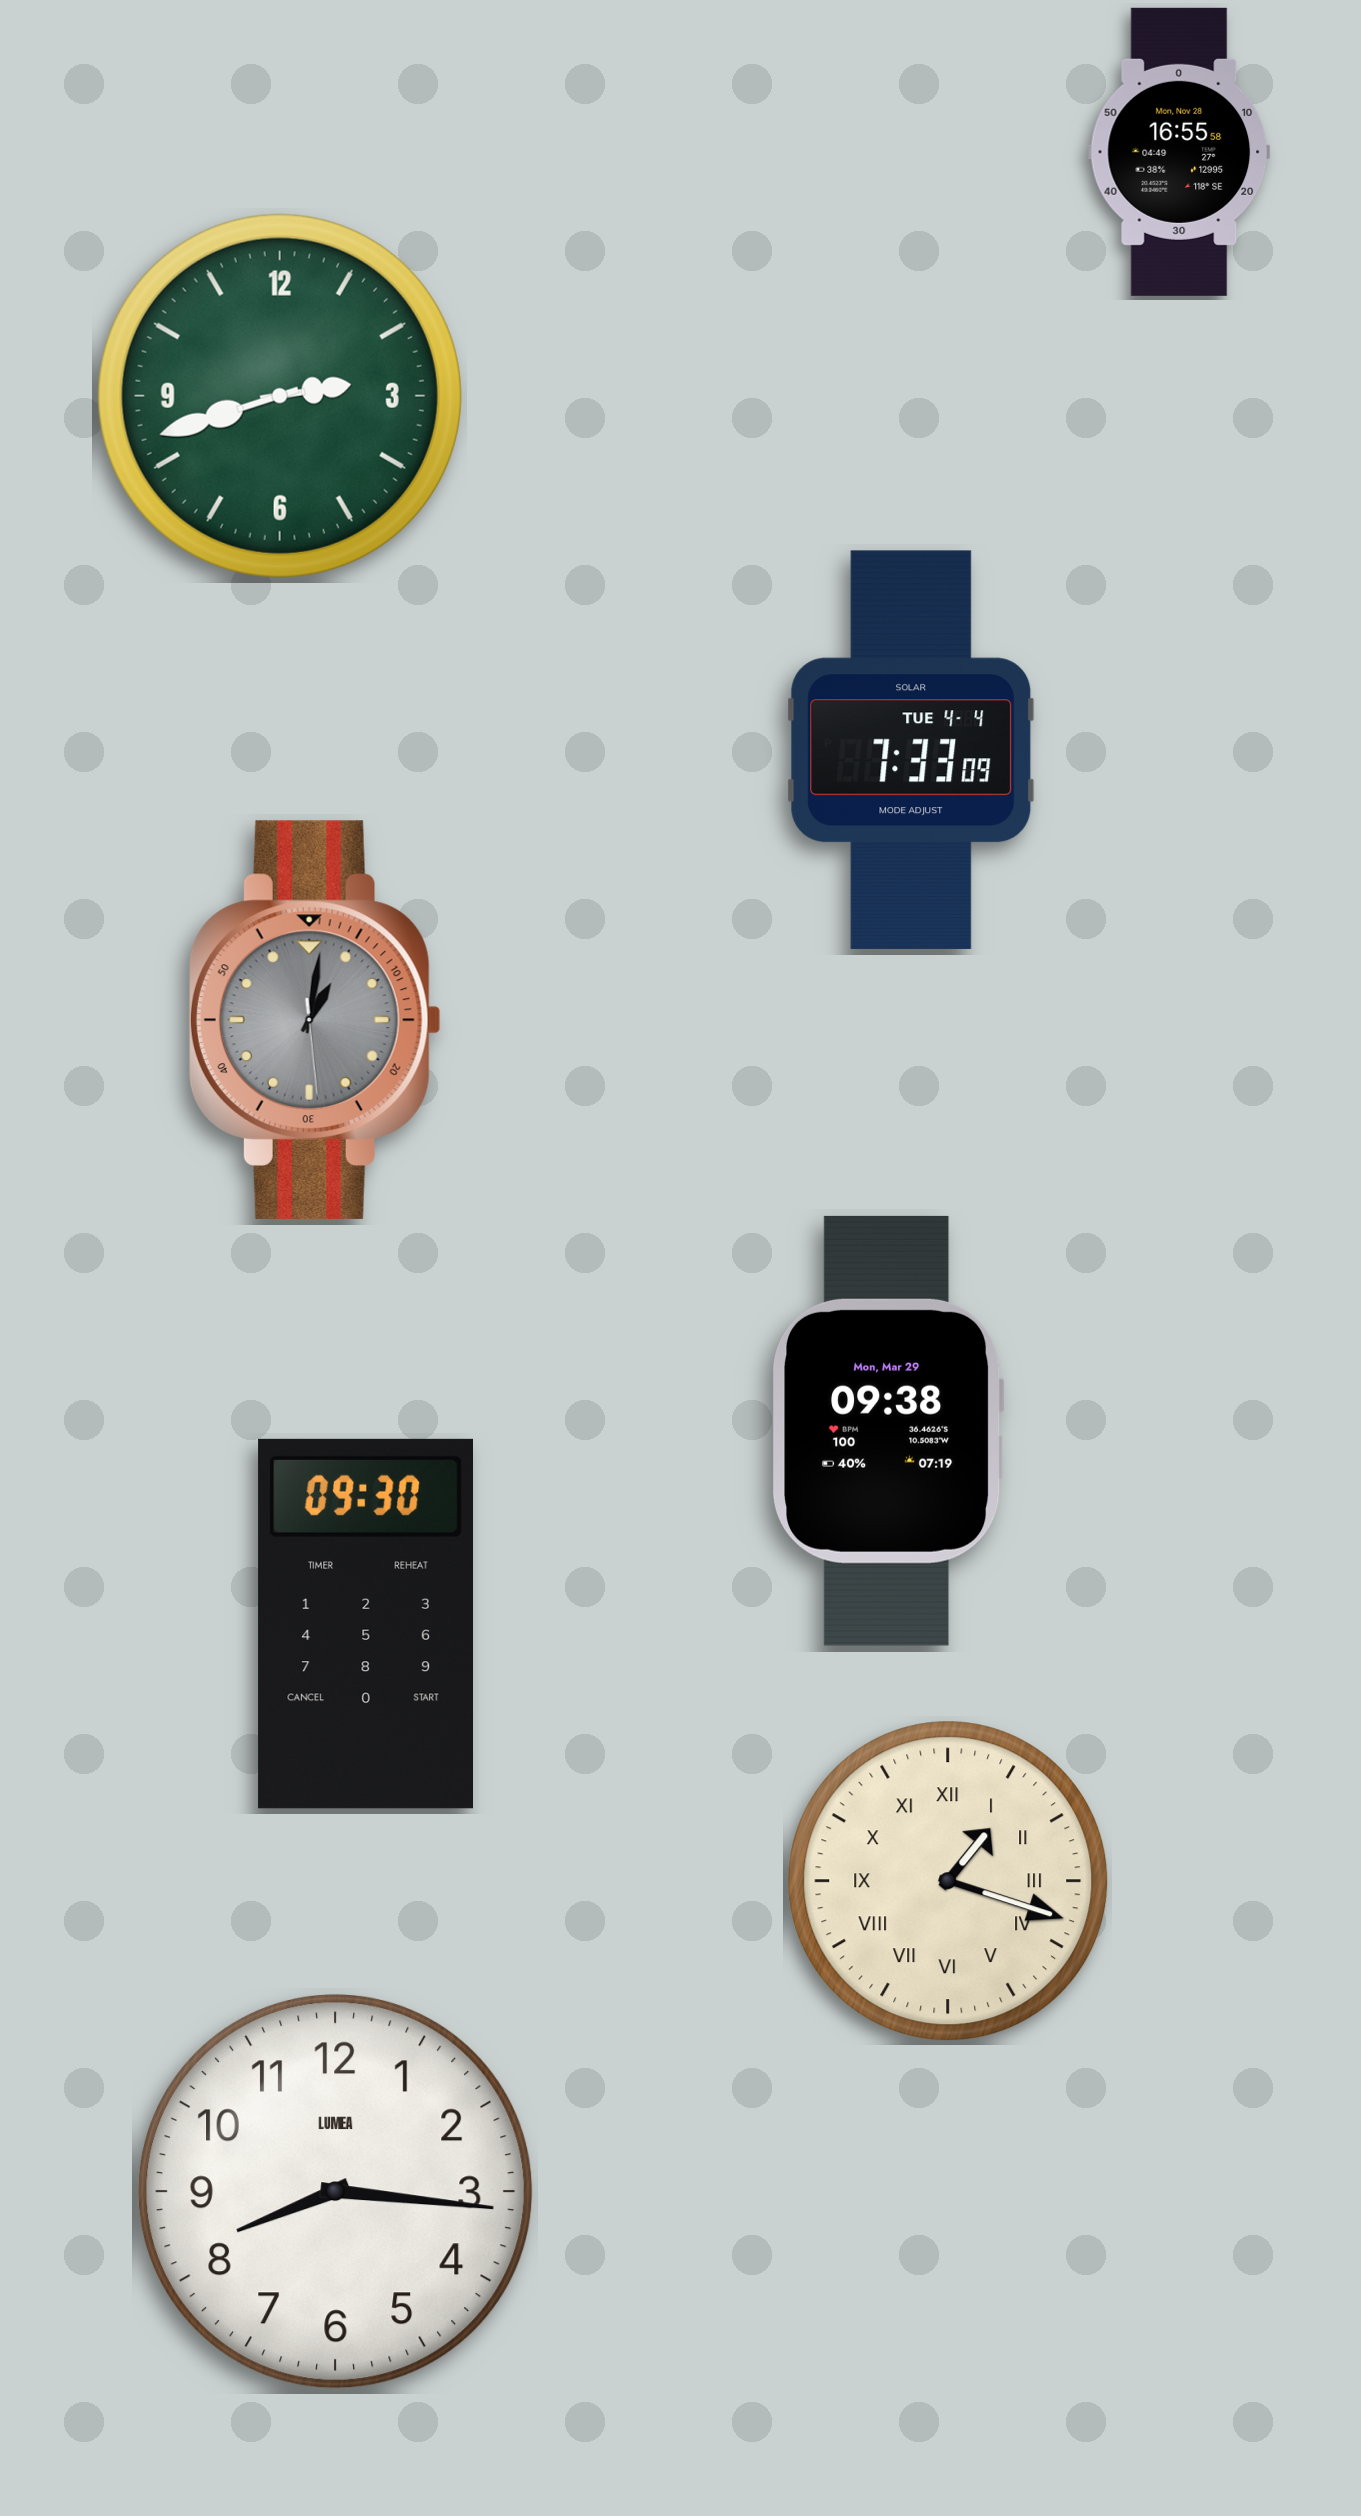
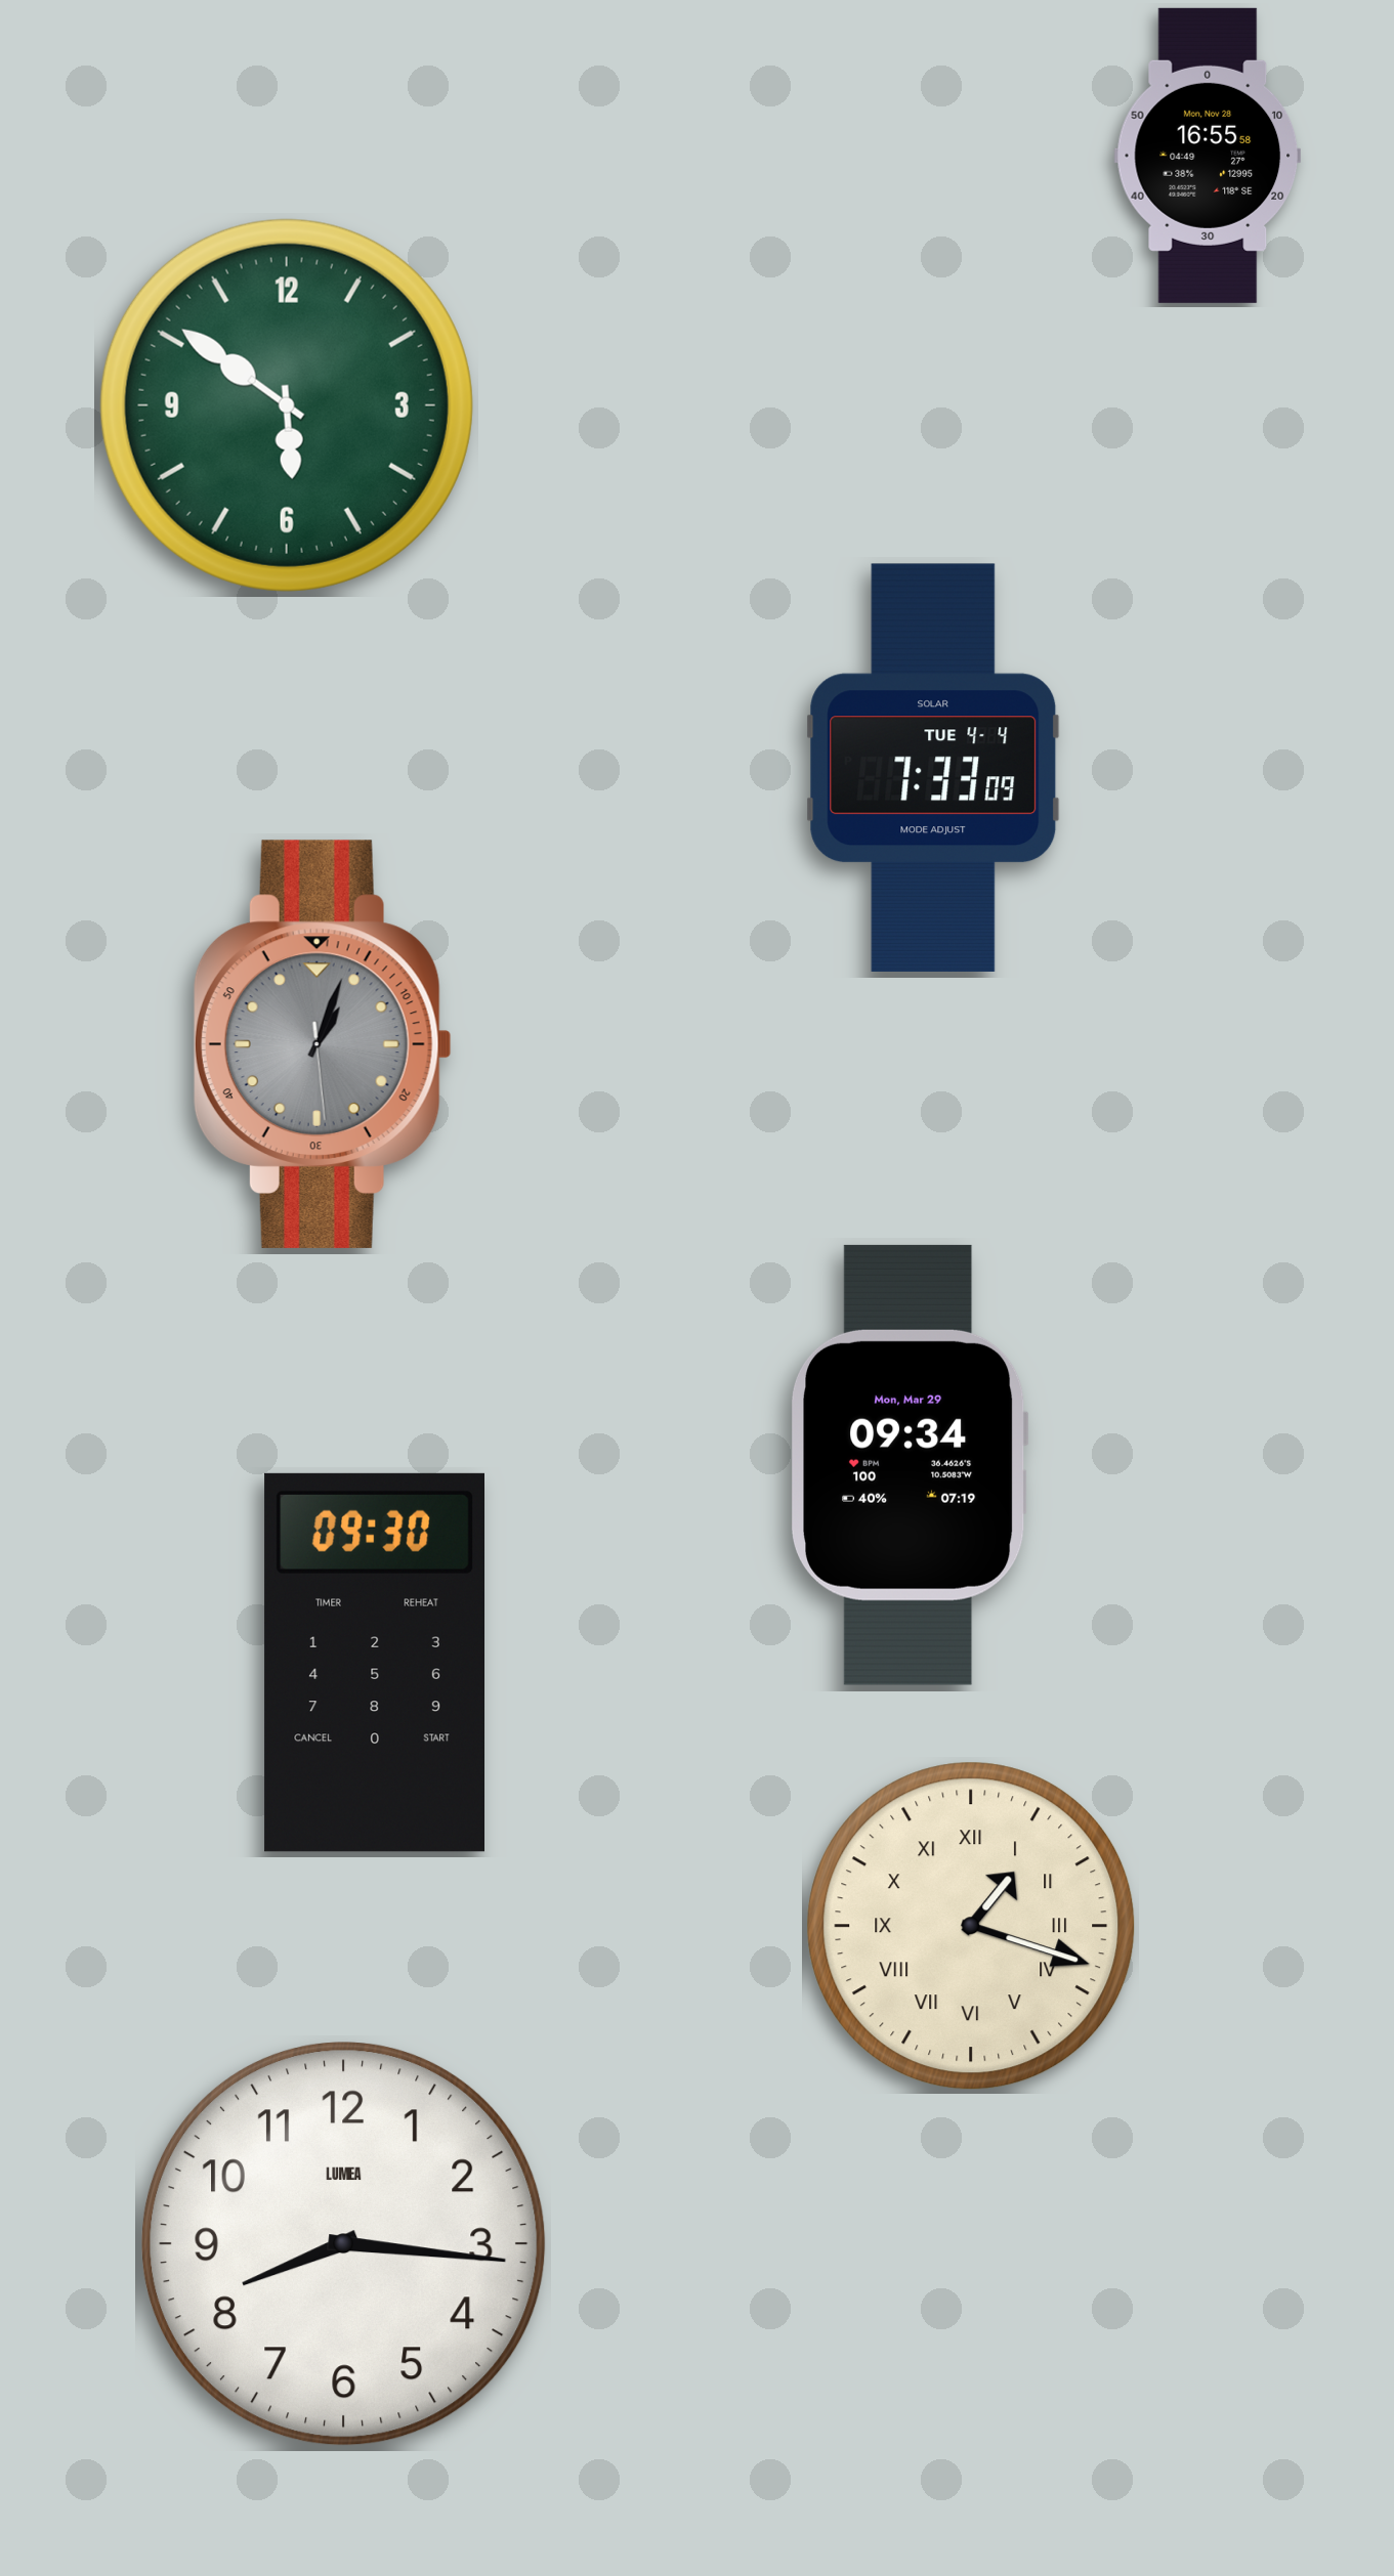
clock at (280, 396): 2:42 -> 5:51
clock at (315, 1020): 1:01 -> 1:03
clock at (889, 1431): 09:38 -> 09:34
